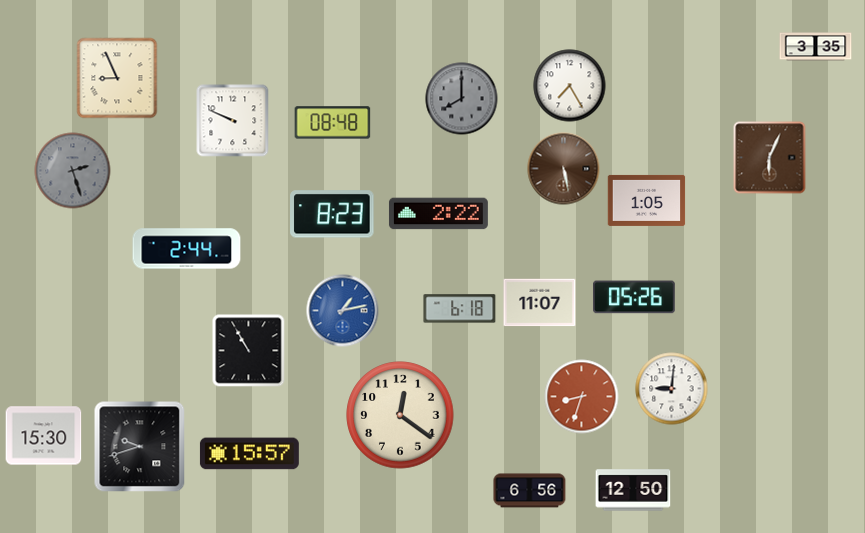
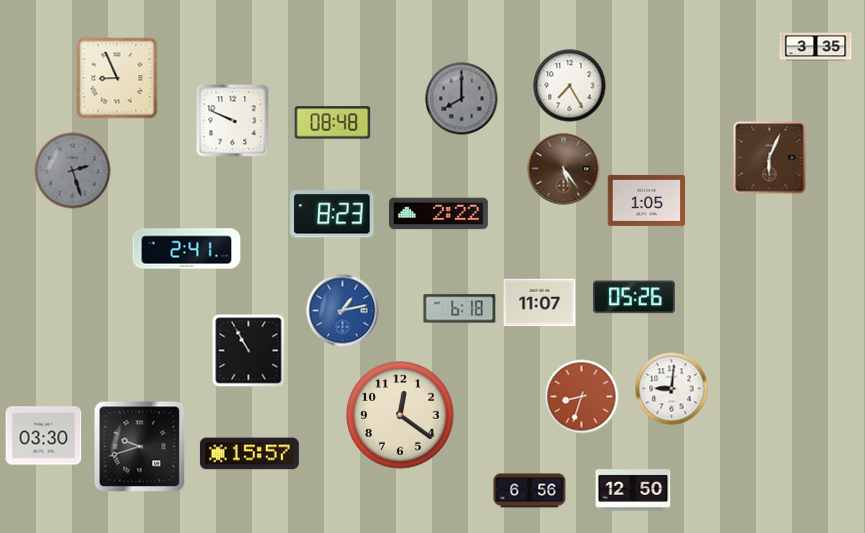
clock at (564, 169): 5:28 -> 5:24
clock at (187, 249): 2:44 -> 2:41
clock at (44, 436): 15:30 -> 03:30
